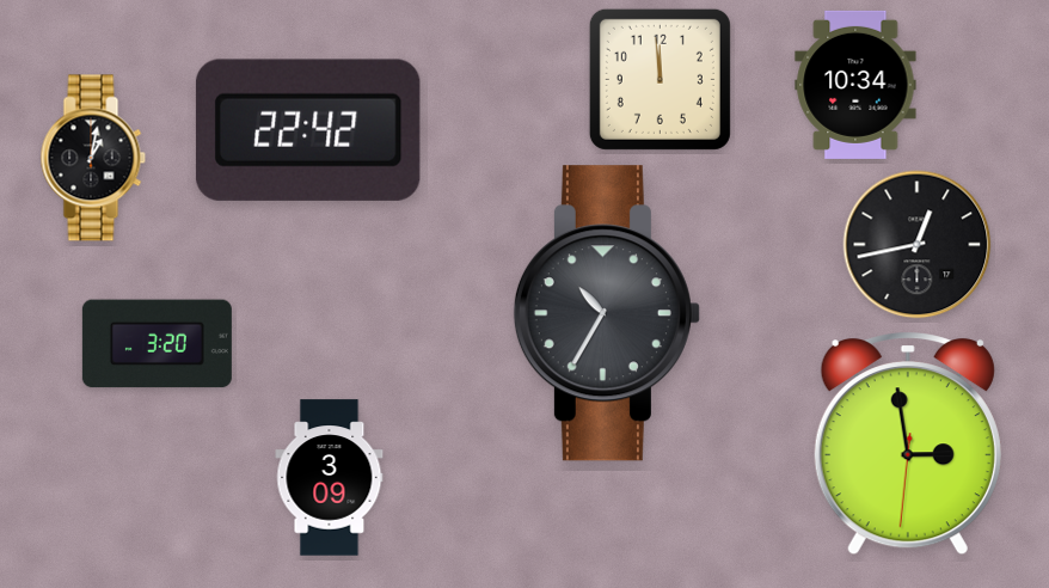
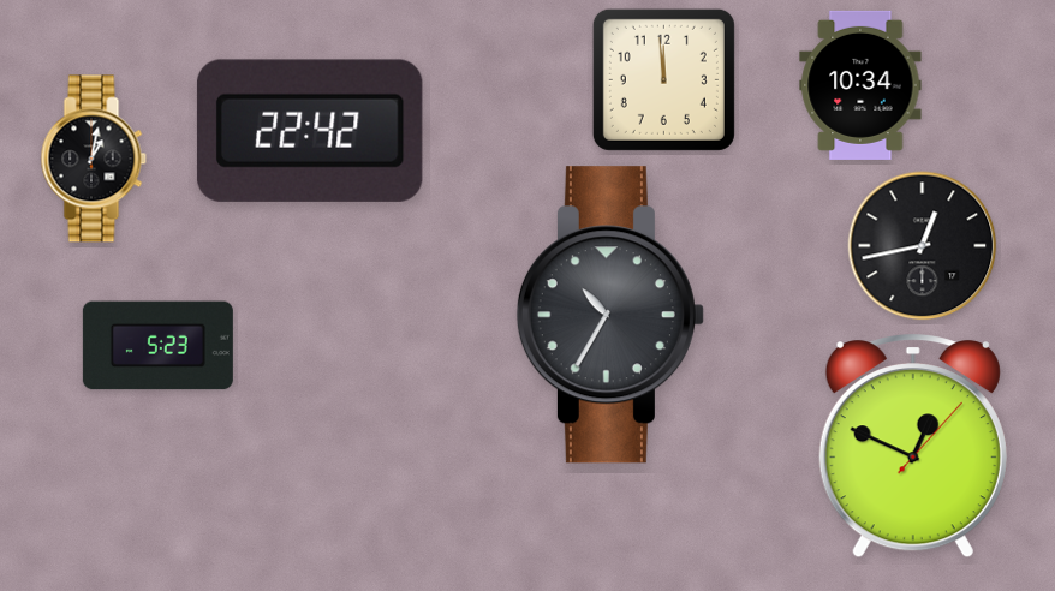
clock at (157, 344): 3:20 -> 5:23
clock at (908, 443): 2:58 -> 12:49
clock at (330, 478): 3:09 -> none
